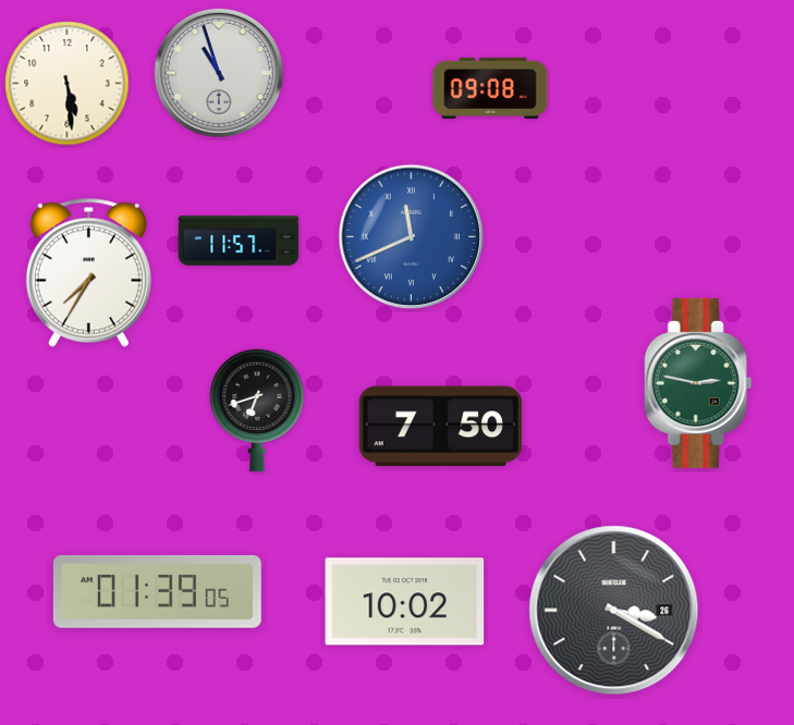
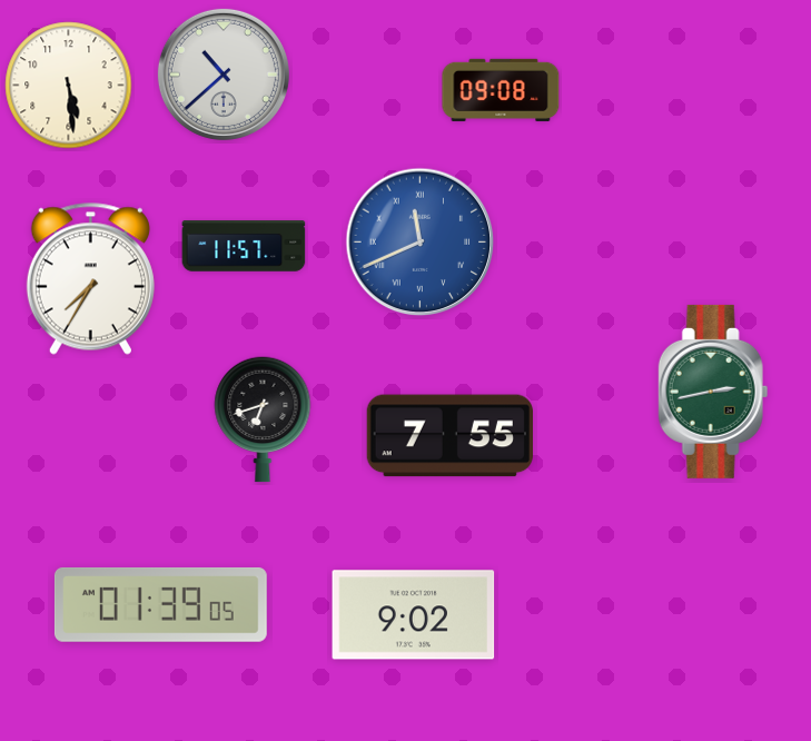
clock at (219, 73): 10:57 -> 10:38
clock at (698, 383): 2:47 -> 2:43
clock at (440, 427): 7:50 -> 7:55
clock at (405, 602): 10:02 -> 9:02
clock at (614, 611): 3:20 -> none
